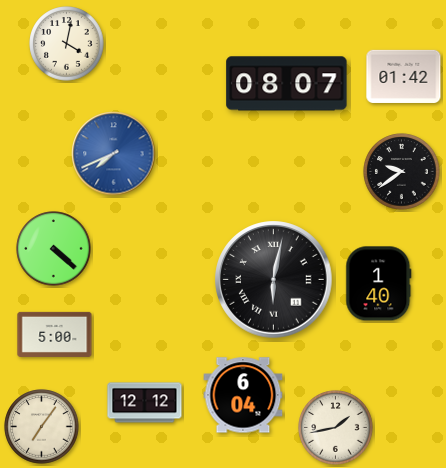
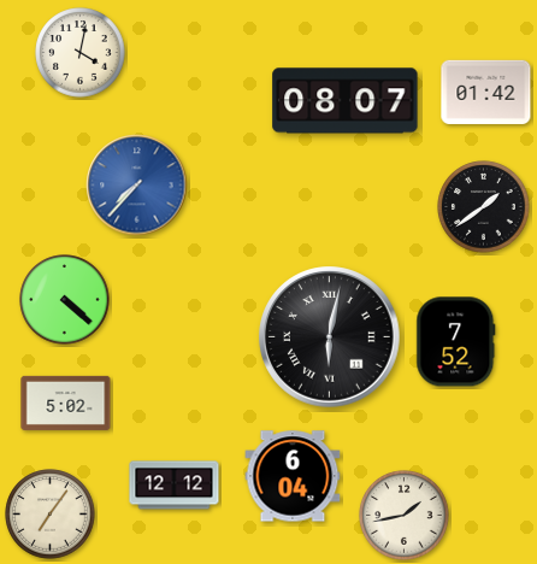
clock at (114, 154): 7:41 -> 7:37
clock at (402, 172): 9:39 -> 1:39
clock at (379, 284): 1:40 -> 7:52
clock at (55, 334): 5:00 -> 5:02
